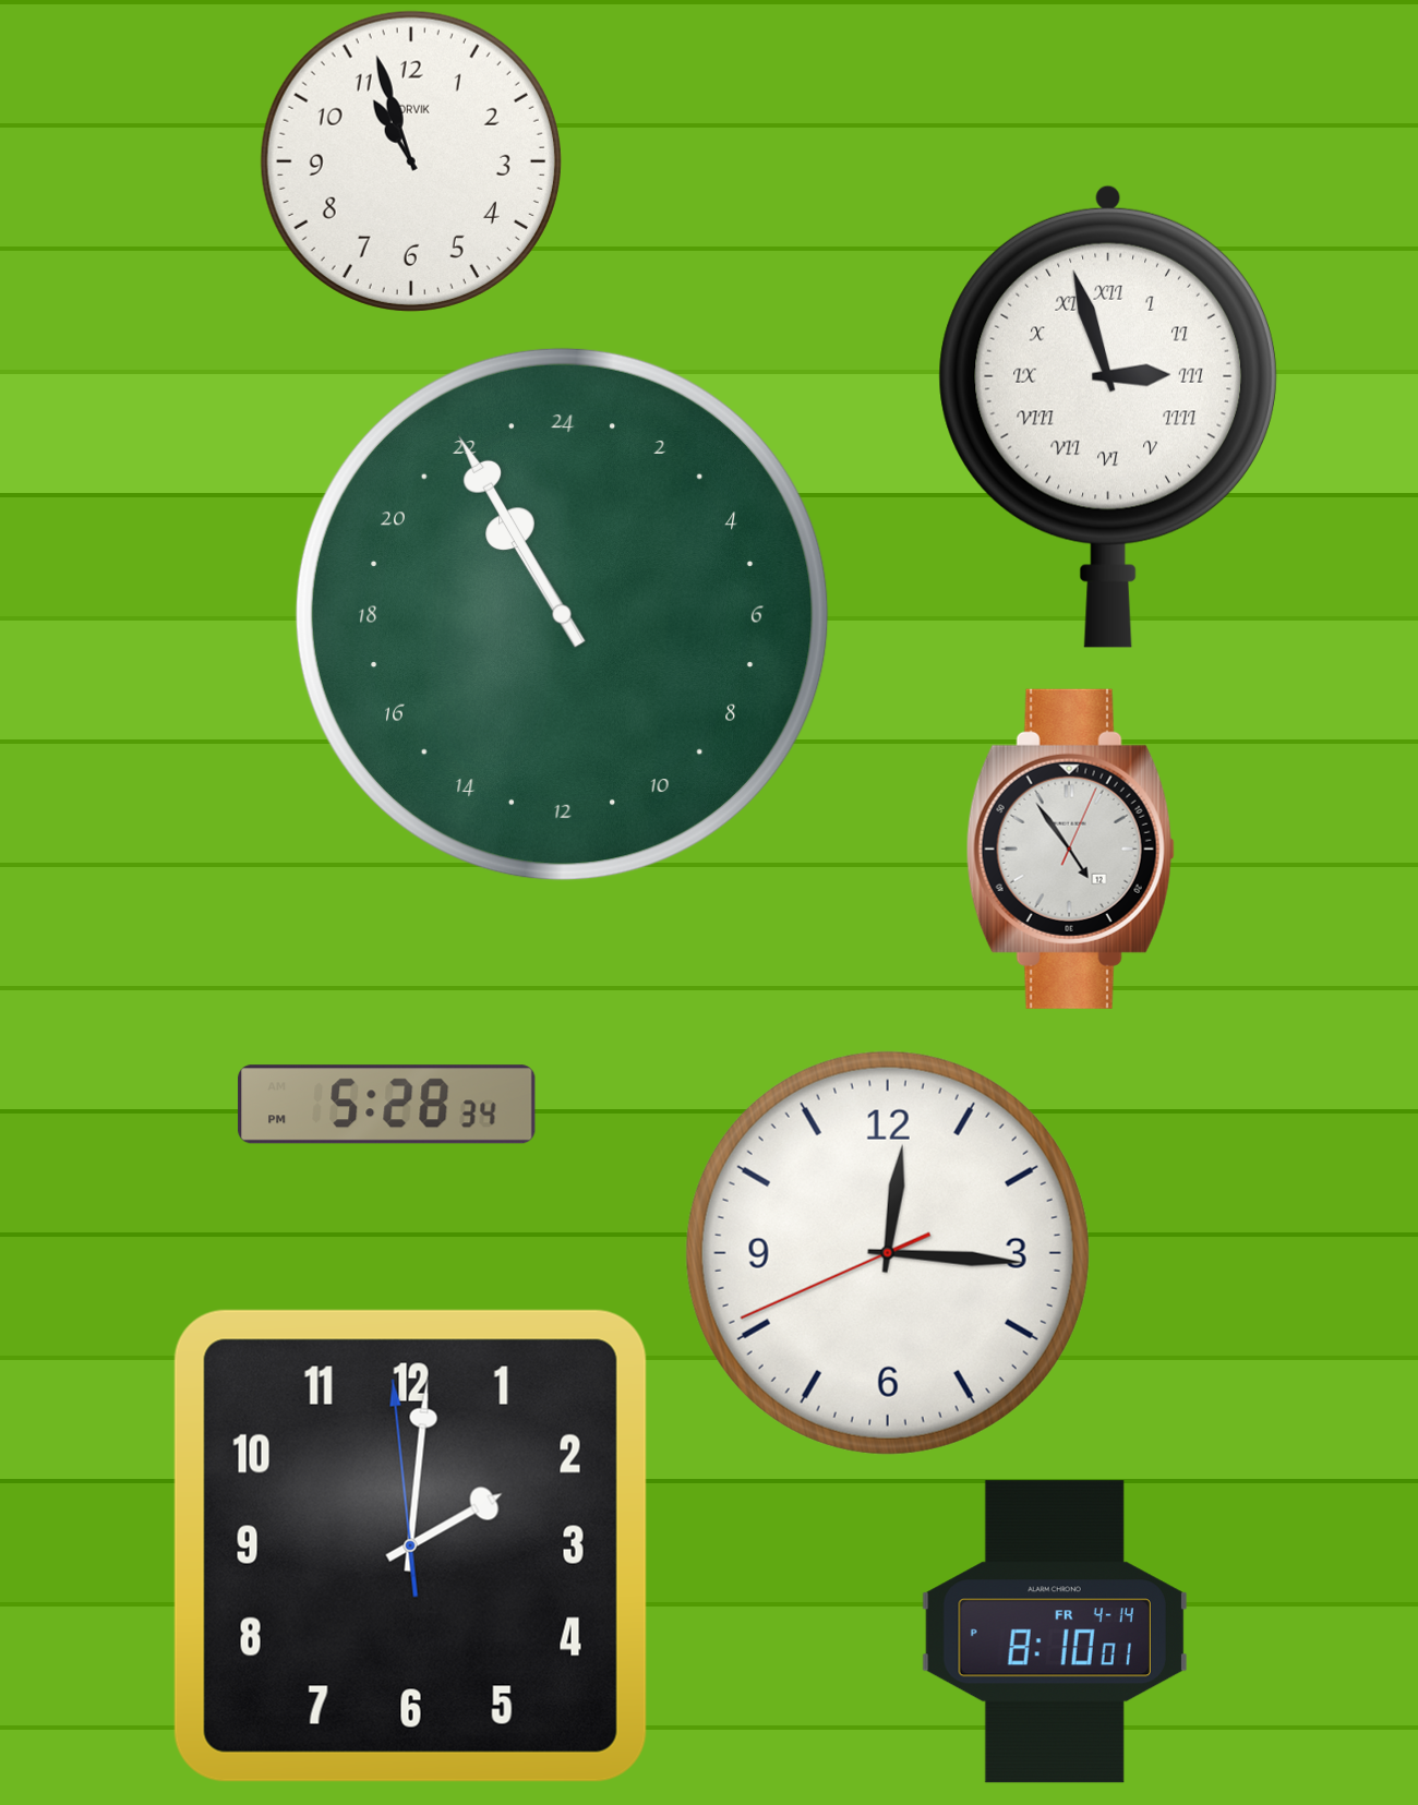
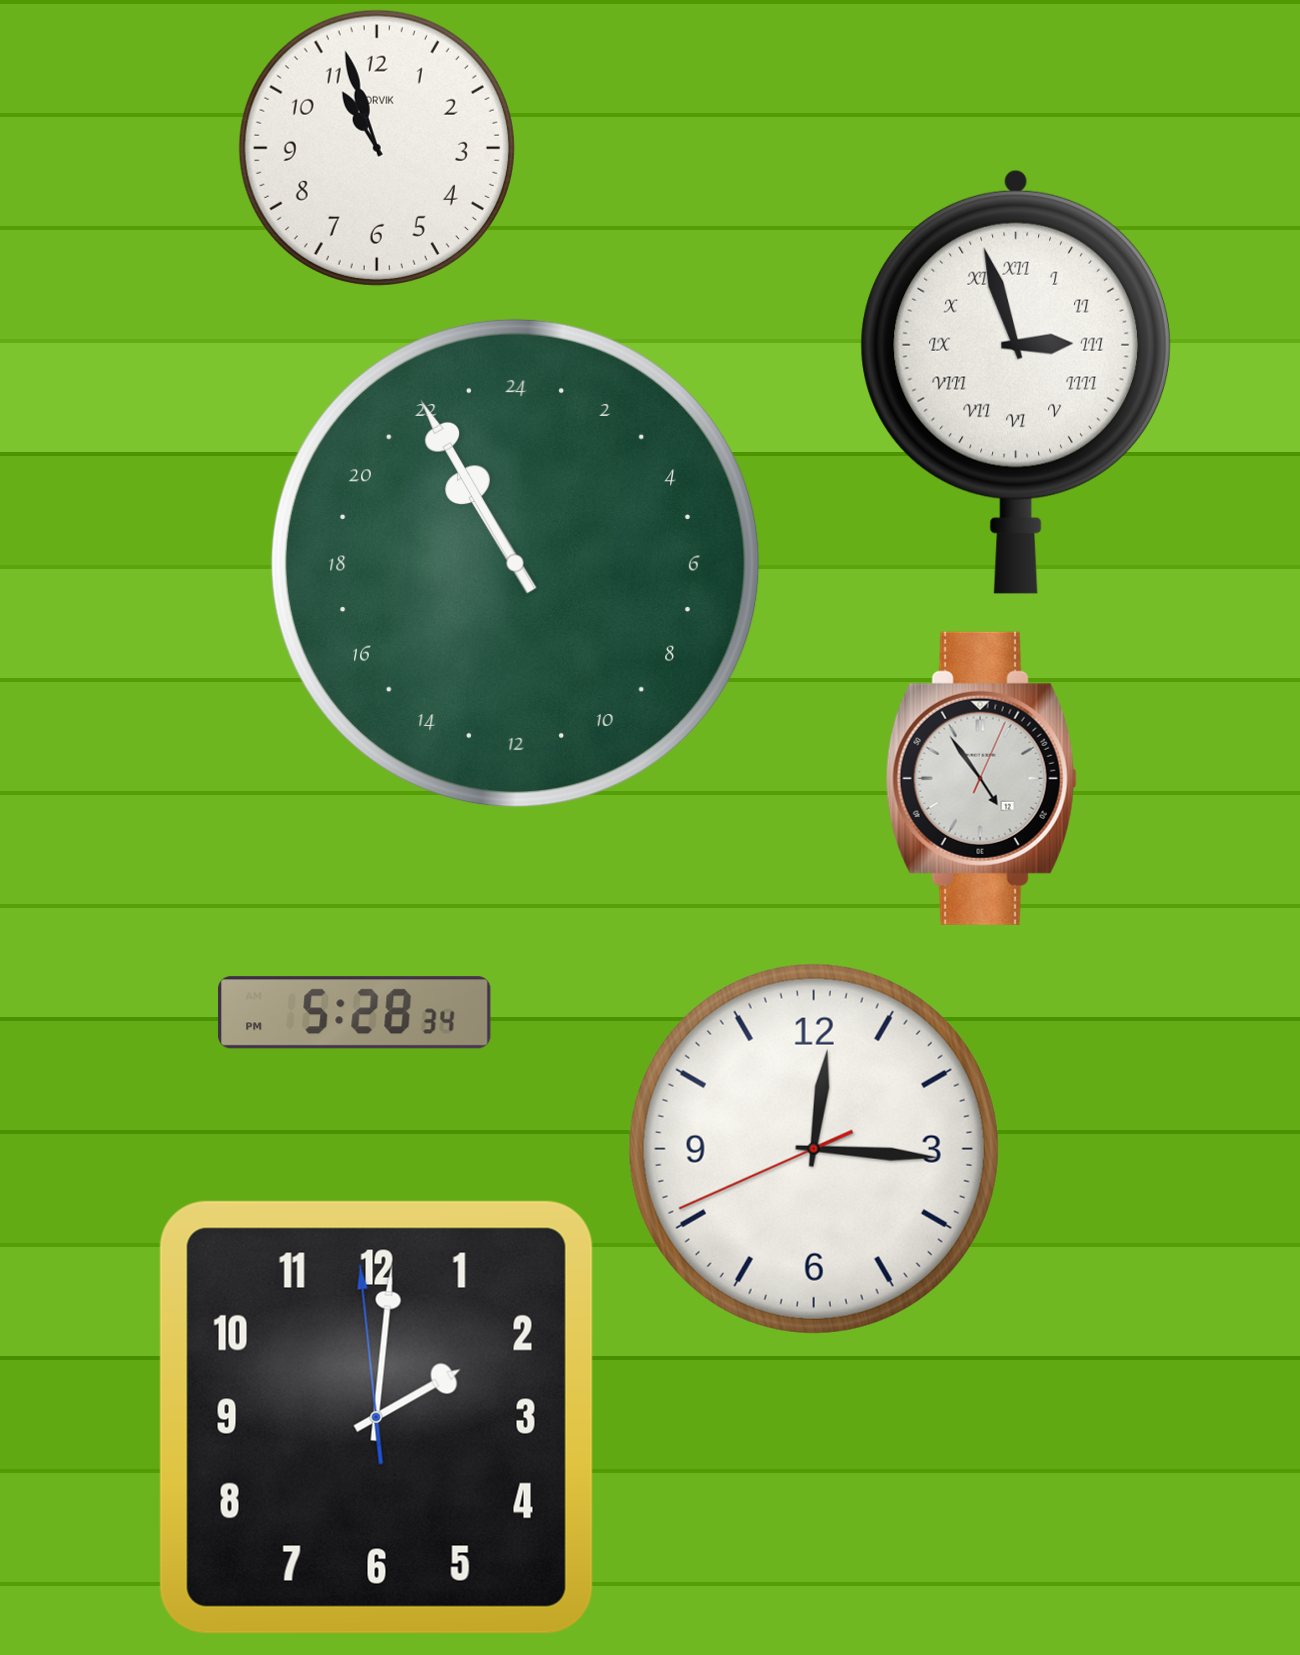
clock at (1055, 1632): 8:10 -> none
